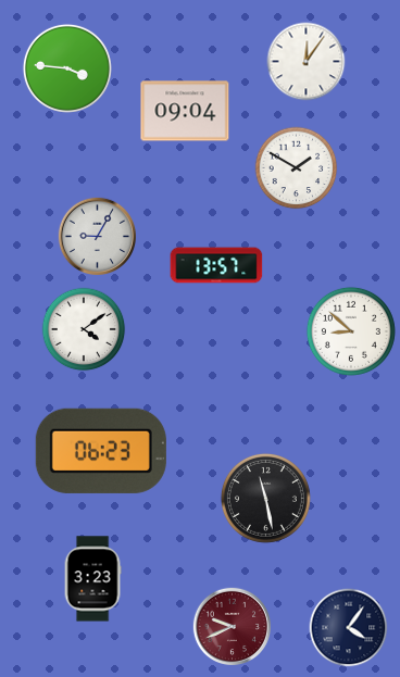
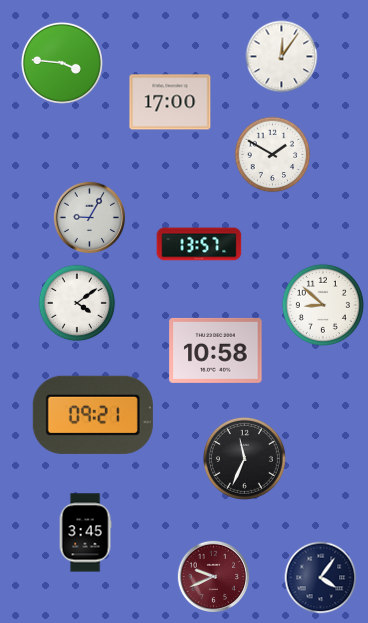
clock at (185, 111): 09:04 -> 17:00
clock at (216, 350): none -> 10:58
clock at (101, 451): 06:23 -> 09:21
clock at (265, 498): 11:28 -> 11:34
clock at (92, 579): 3:23 -> 3:45
